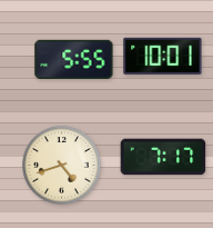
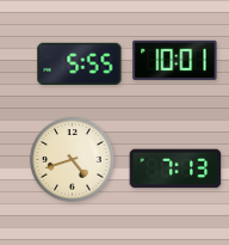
clock at (163, 157): 7:17 -> 7:13
clock at (62, 166) position: (62, 166) -> (73, 160)
